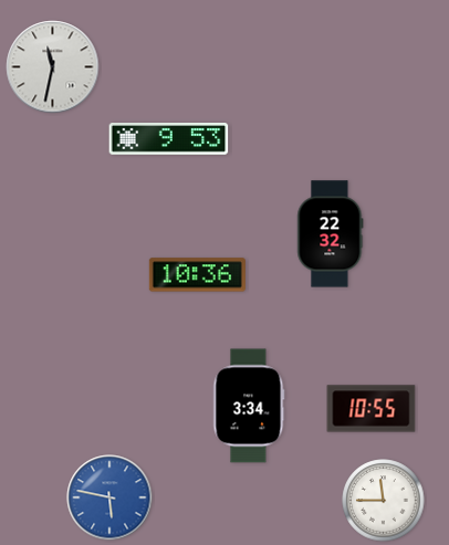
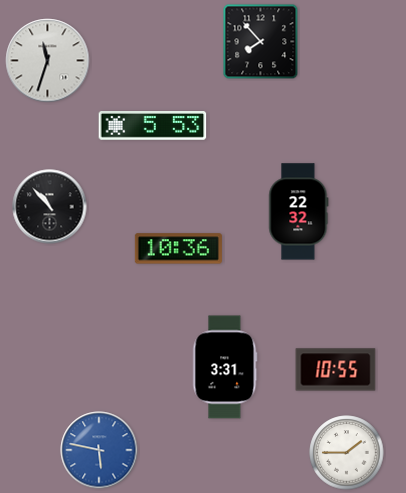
clock at (261, 42): none -> 7:53
clock at (53, 67): 11:32 -> 11:33
clock at (169, 139): 9:53 -> 5:53
clock at (50, 207): none -> 10:53
clock at (249, 406): 3:34 -> 3:31
clock at (384, 501): 11:45 -> 1:45
